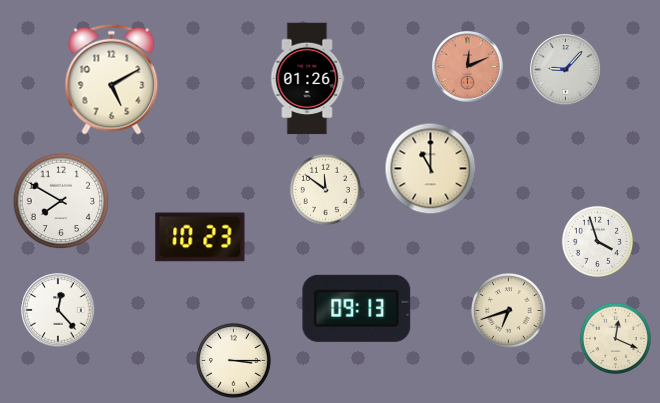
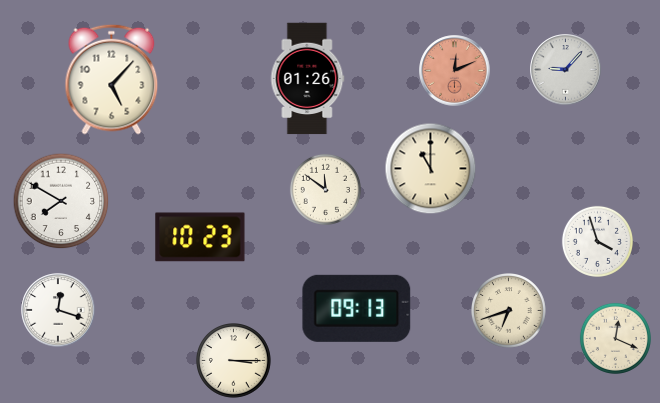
clock at (468, 67) position: (468, 67) -> (455, 71)
clock at (112, 79): 5:10 -> 5:07
clock at (58, 310): 12:23 -> 12:18
